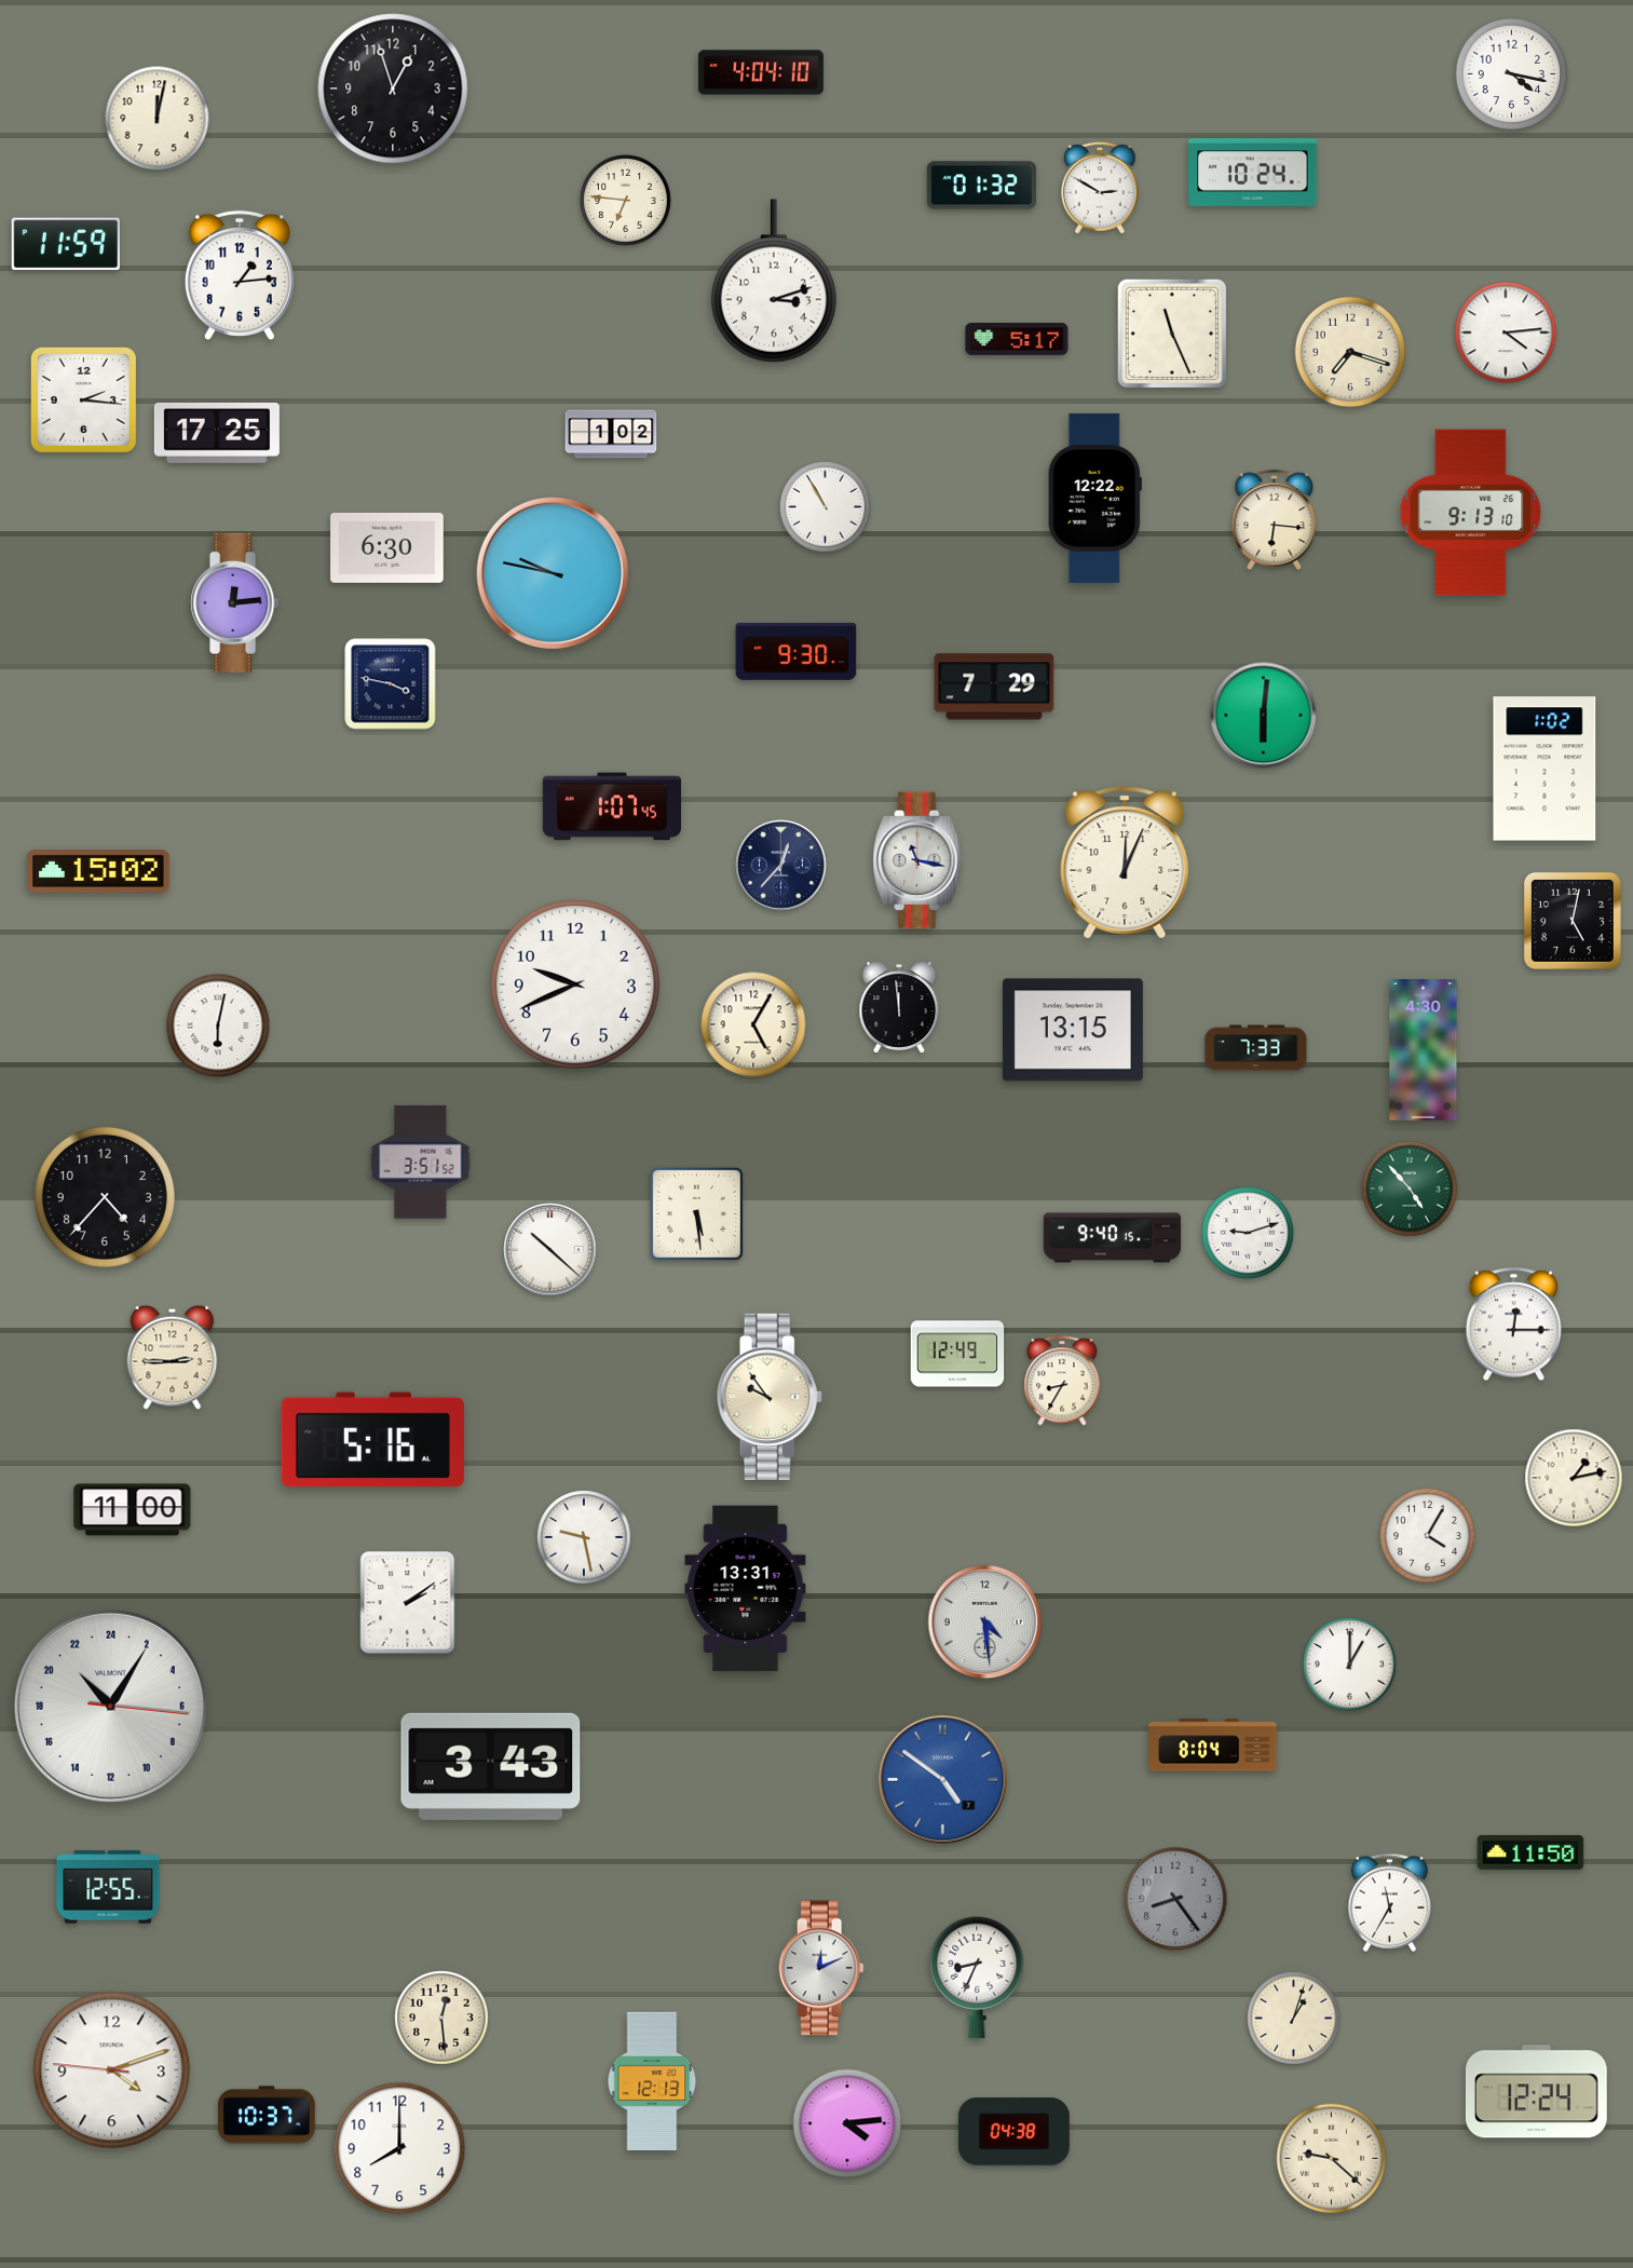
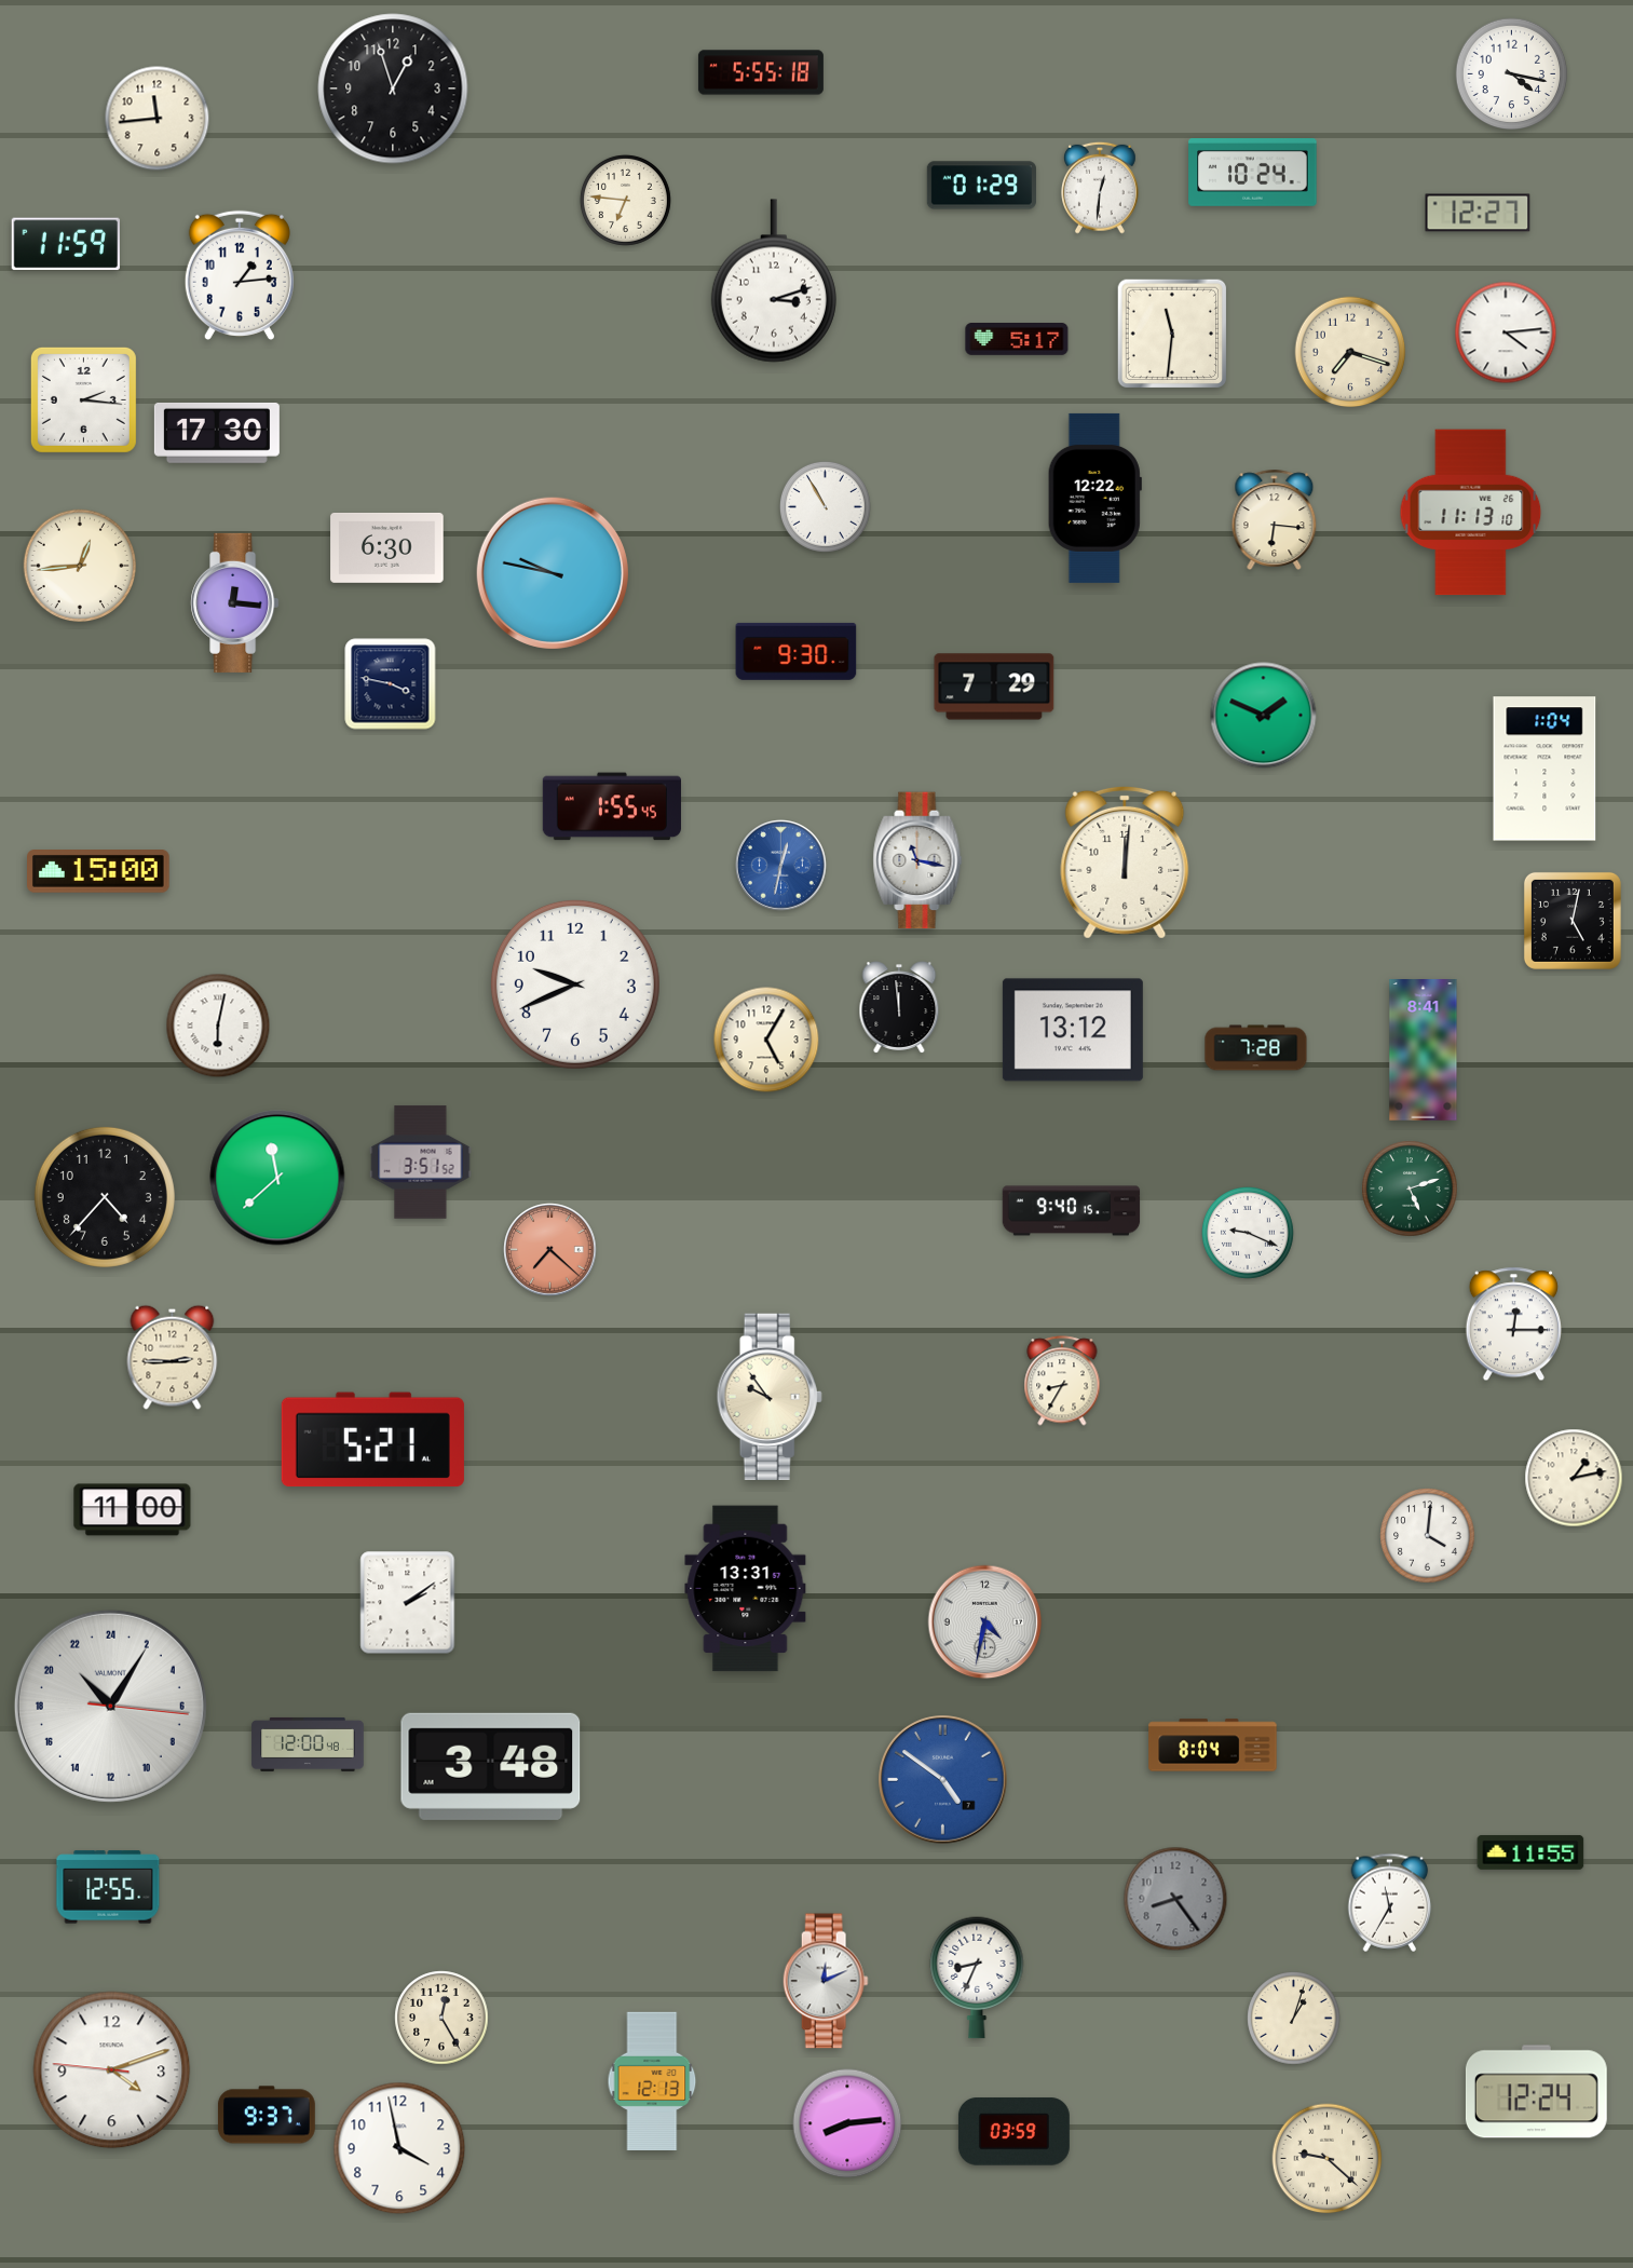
clock at (761, 72): 4:04 -> 5:55
clock at (158, 119): 12:02 -> 11:44
clock at (981, 186): 01:32 -> 01:29
clock at (1101, 188): 2:50 -> 12:31
clock at (1478, 213): none -> 12:27
clock at (1172, 334): 11:26 -> 11:31
clock at (217, 433): 17:25 -> 17:30
clock at (611, 434): 1:02 -> none
clock at (1471, 513): 9:13 -> 11:13
clock at (79, 565): none -> 12:44
clock at (235, 602): 12:14 -> 12:16
clock at (1264, 716): 6:01 -> 1:49
clock at (1544, 769): 1:02 -> 1:04
clock at (612, 806): 1:07 -> 1:55
clock at (1125, 863): 12:04 -> 12:01
clock at (781, 866): 12:37 -> 12:32
clock at (781, 866) dial: navy -> blue
clock at (98, 872): 15:02 -> 15:00
clock at (753, 1024) position: (753, 1024) -> (766, 1040)
clock at (1073, 1030): 13:15 -> 13:12
clock at (1256, 1048): 7:33 -> 7:28
clock at (1424, 1050): 4:30 -> 8:41
clock at (277, 1178): none -> 11:38
clock at (1410, 1189): 4:53 -> 5:12
clock at (696, 1213): 5:29 -> none
clock at (1249, 1234): 9:12 -> 9:19
clock at (1113, 1238) position: (1113, 1238) -> (1072, 1211)
clock at (550, 1250): 10:22 -> 7:22
clock at (550, 1250) dial: white -> salmon
clock at (957, 1354): 12:49 -> none
clock at (372, 1440): 5:16 -> 5:21
clock at (1428, 1536): 4:05 -> 4:01
clock at (584, 1537): 9:28 -> none
clock at (985, 1622): 4:29 -> 4:32
clock at (1350, 1665): 1:00 -> none
clock at (308, 1744): none -> 12:00
clock at (491, 1766): 3:43 -> 3:48
clock at (1530, 1852): 11:50 -> 11:55
clock at (821, 1968) position: (821, 1968) -> (826, 1981)
clock at (441, 2018): 12:29 -> 12:25
clock at (267, 2115): 10:37 -> 9:37
clock at (847, 2123): 4:14 -> 8:14
clock at (1013, 2132): 04:38 -> 03:59
clock at (399, 2148): 8:00 -> 3:58
clock at (1332, 2159) position: (1332, 2159) -> (1328, 2159)
